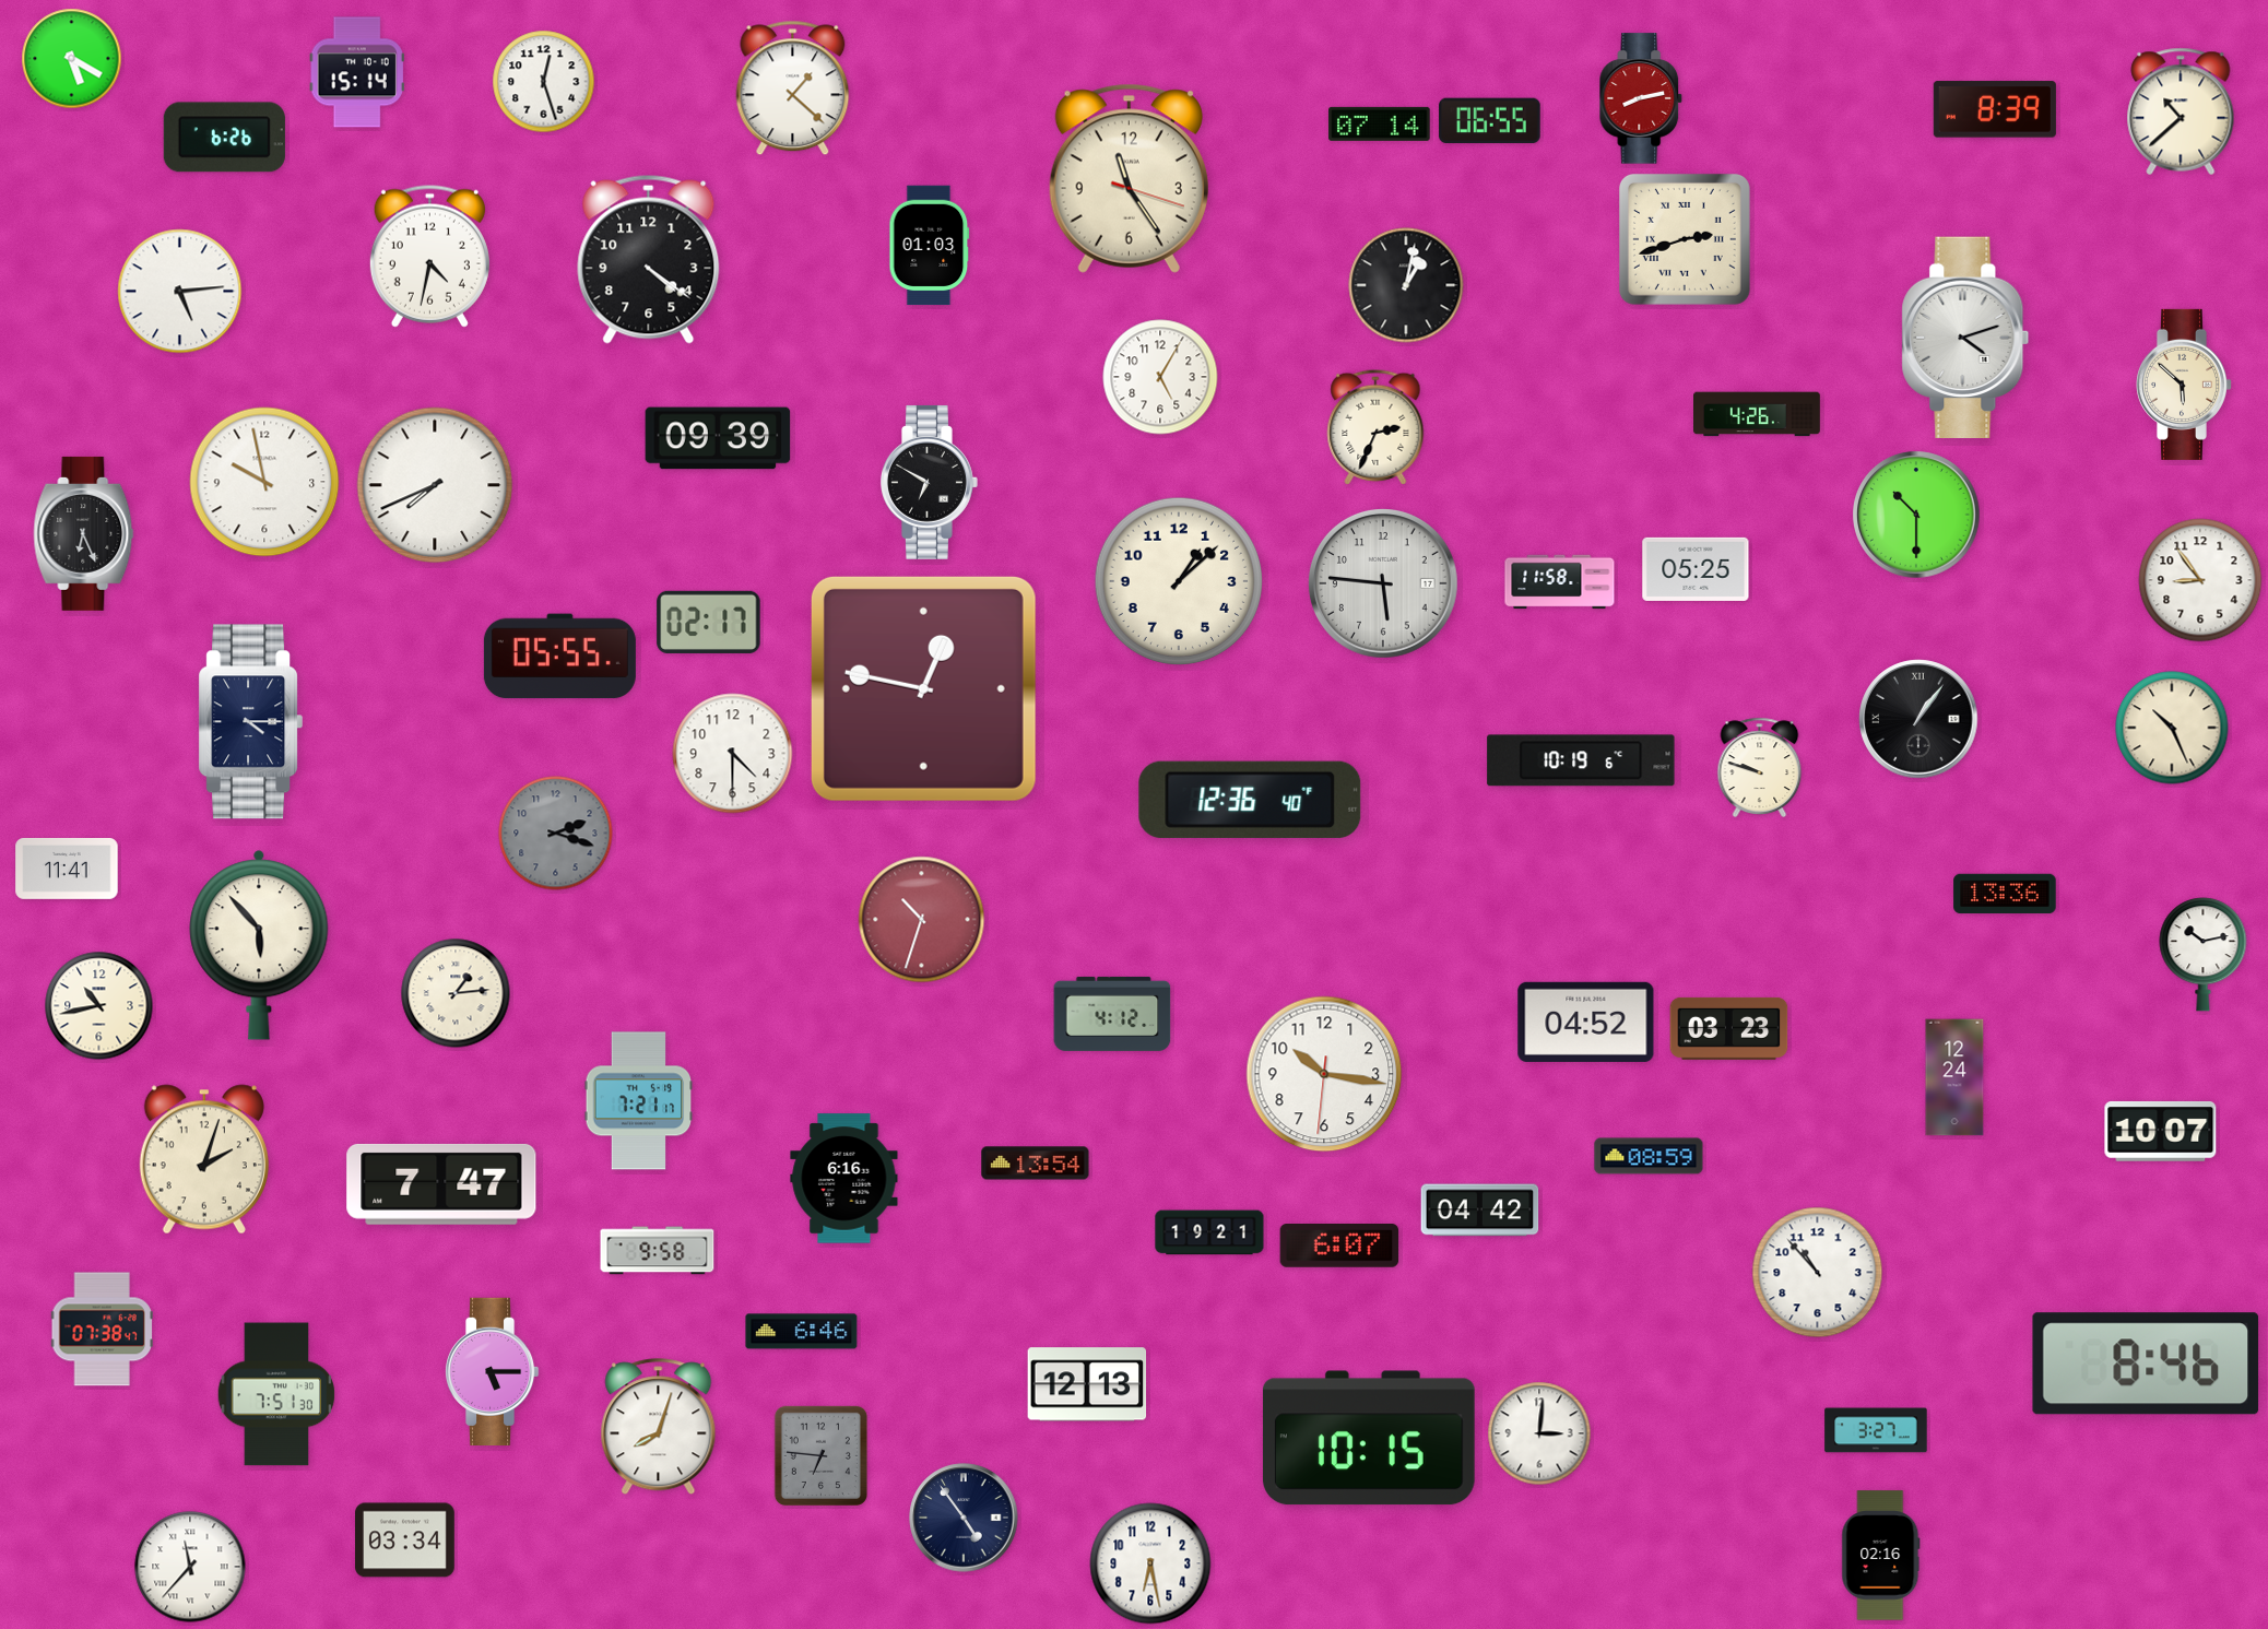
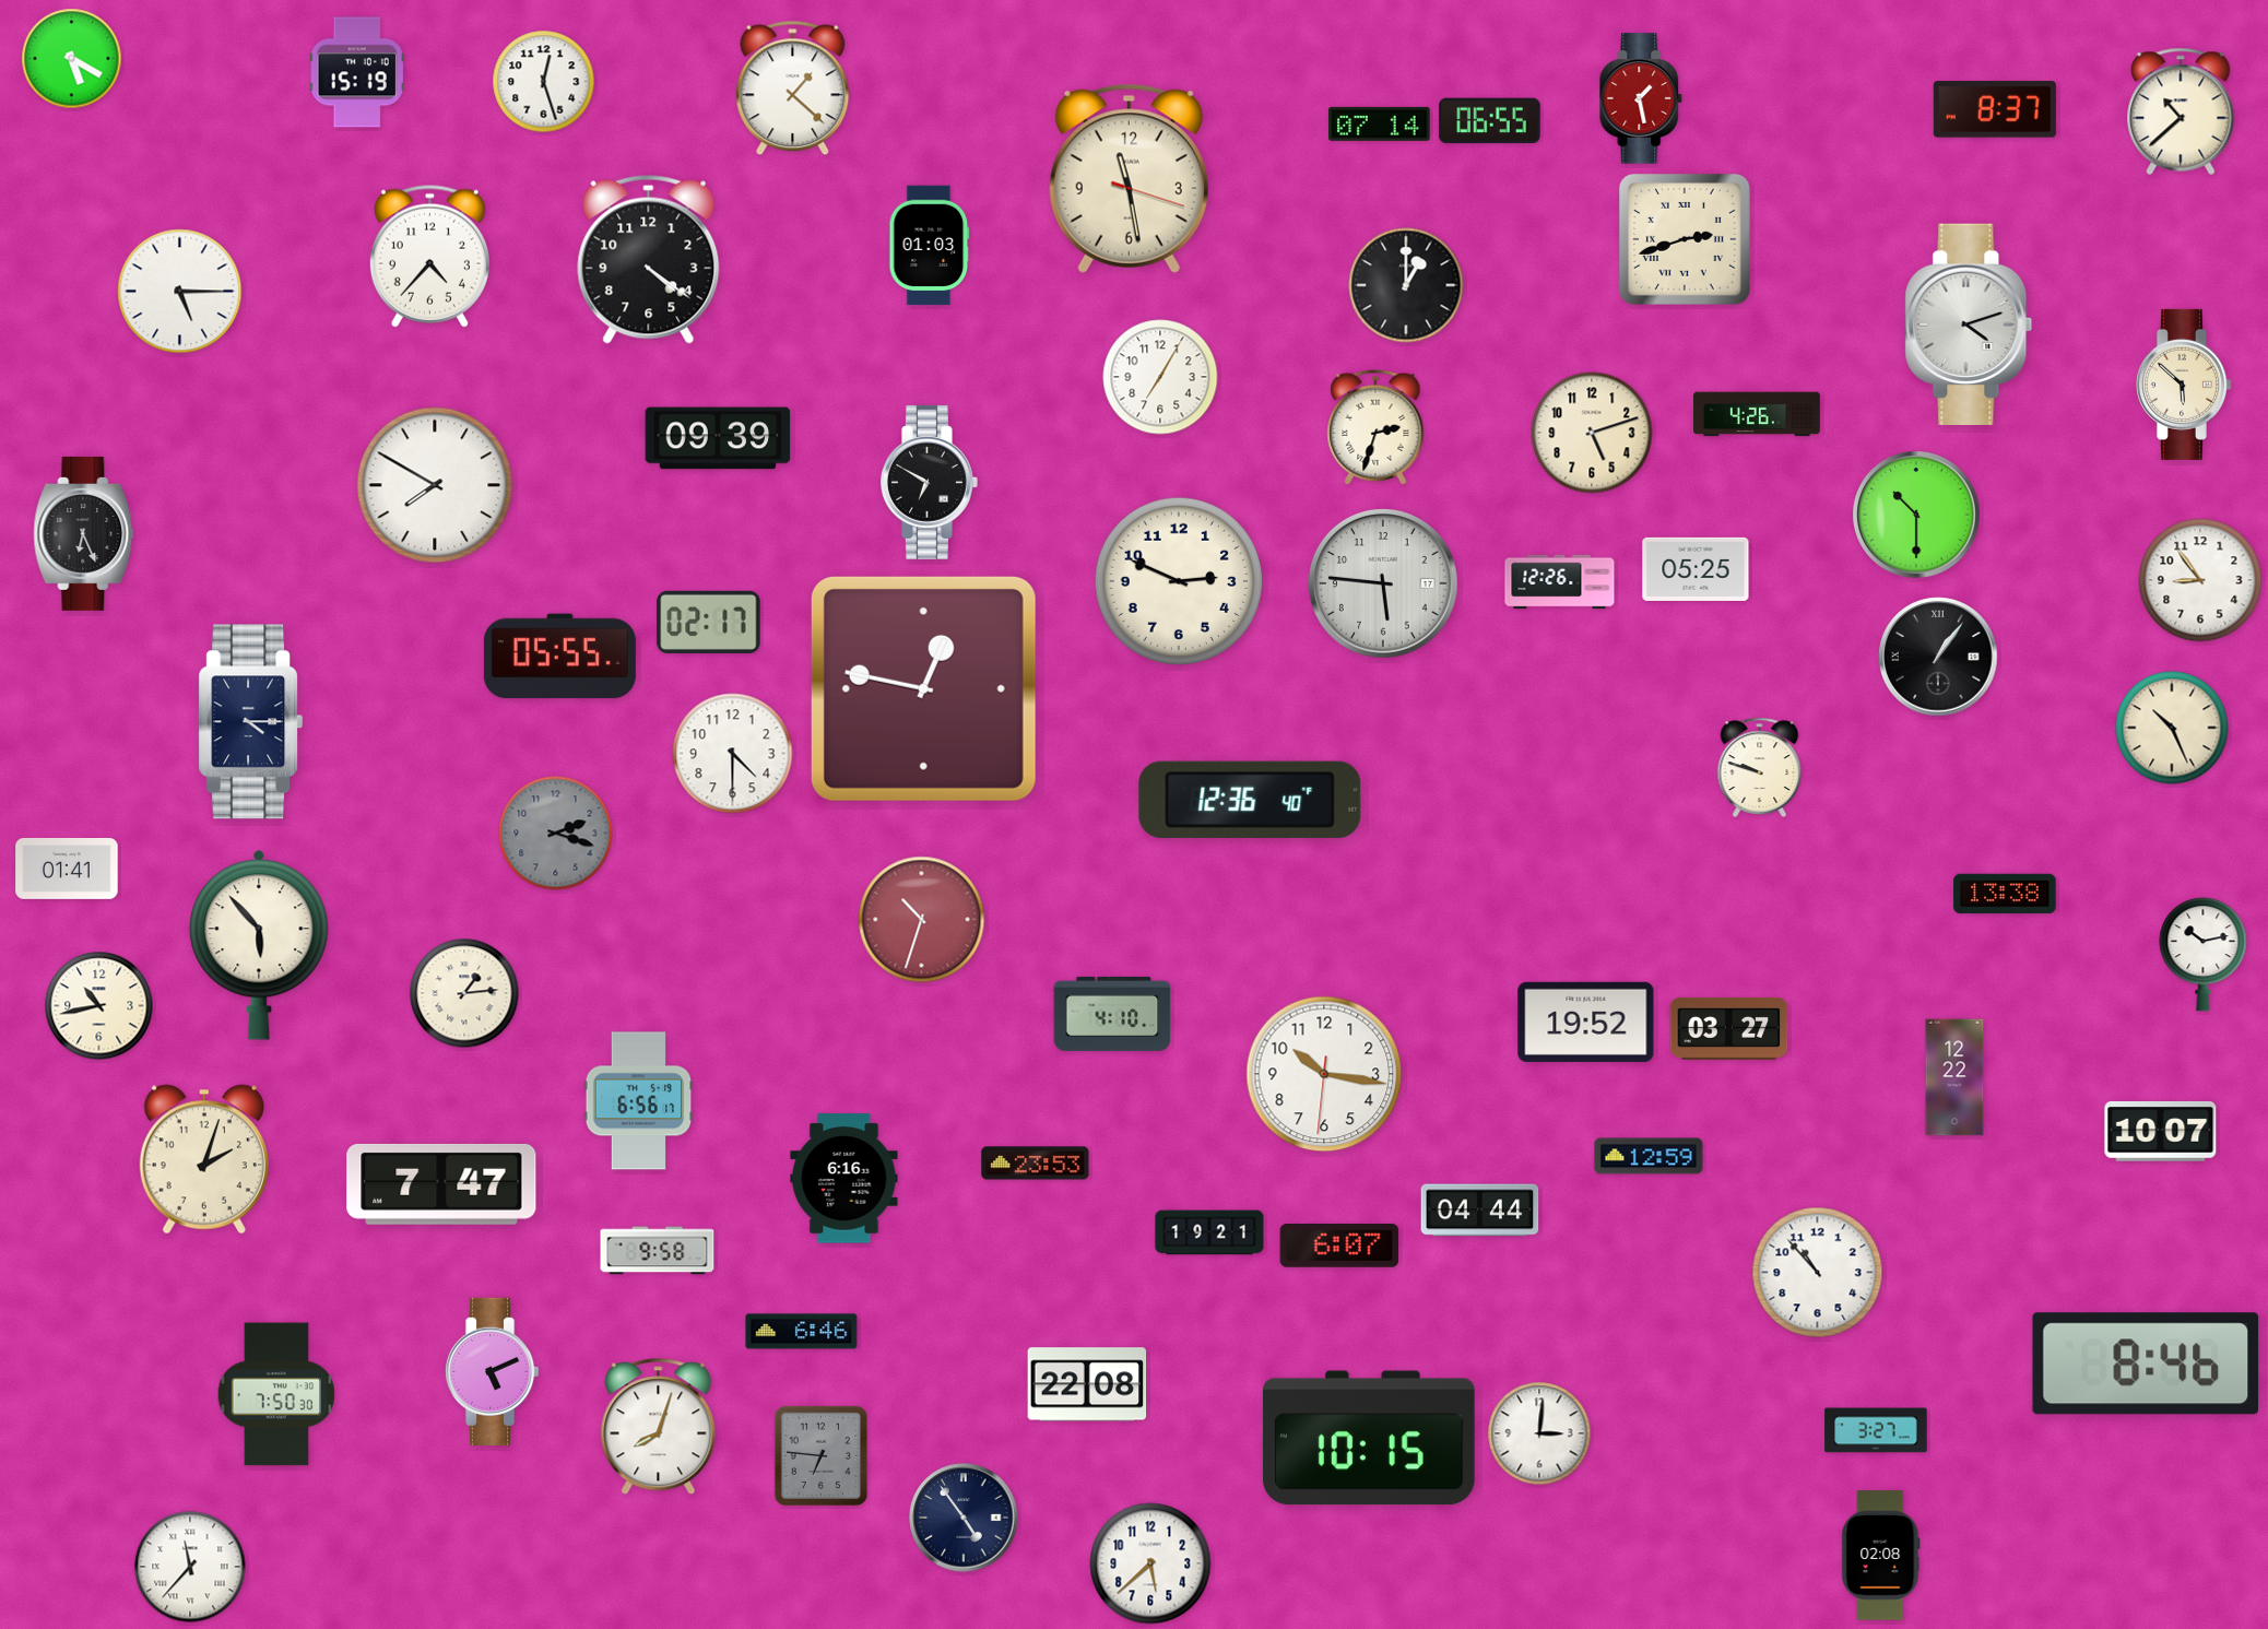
clock at (357, 72): 15:14 -> 15:19
clock at (1641, 98): 8:13 -> 1:28
clock at (1995, 109): 8:39 -> 8:37
clock at (224, 138): 6:26 -> none
clock at (1129, 178): 11:24 -> 11:28
clock at (429, 256): 4:32 -> 4:37
clock at (1406, 285): 1:02 -> 1:00
clock at (180, 292): 5:14 -> 5:15
clock at (1965, 337) position: (1965, 337) -> (1969, 323)
clock at (1160, 377): 5:05 -> 7:05
clock at (1375, 427): 2:34 -> 2:33
clock at (1592, 433): none -> 5:12
clock at (264, 482): 9:58 -> none
clock at (435, 485): 7:41 -> 7:50
clock at (1179, 581): 1:08 -> 2:49
clock at (1560, 582): 11:58 -> 12:26
clock at (1918, 719) position: (1918, 719) -> (1938, 657)
clock at (1581, 760): 10:19 -> none
clock at (67, 869): 11:41 -> 01:41
clock at (2005, 894): 13:36 -> 13:38
clock at (456, 993) position: (456, 993) -> (464, 993)
clock at (1112, 1014): 4:12 -> 4:10
clock at (1586, 1022): 04:52 -> 19:52
clock at (1729, 1028): 03:23 -> 03:27
clock at (1954, 1077): 12:24 -> 12:22
clock at (639, 1101): 7:21 -> 6:56
clock at (1649, 1156): 08:59 -> 12:59
clock at (1036, 1164): 13:54 -> 23:53
clock at (1480, 1211): 04:42 -> 04:44
clock at (102, 1330): 07:38 -> none
clock at (492, 1371): 5:15 -> 5:11
clock at (1087, 1384): 12:13 -> 22:08
clock at (276, 1394): 7:51 -> 7:50
clock at (405, 1541): 03:34 -> none
clock at (1881, 1556): 02:16 -> 02:08
clock at (1150, 1563): 6:28 -> 5:38
